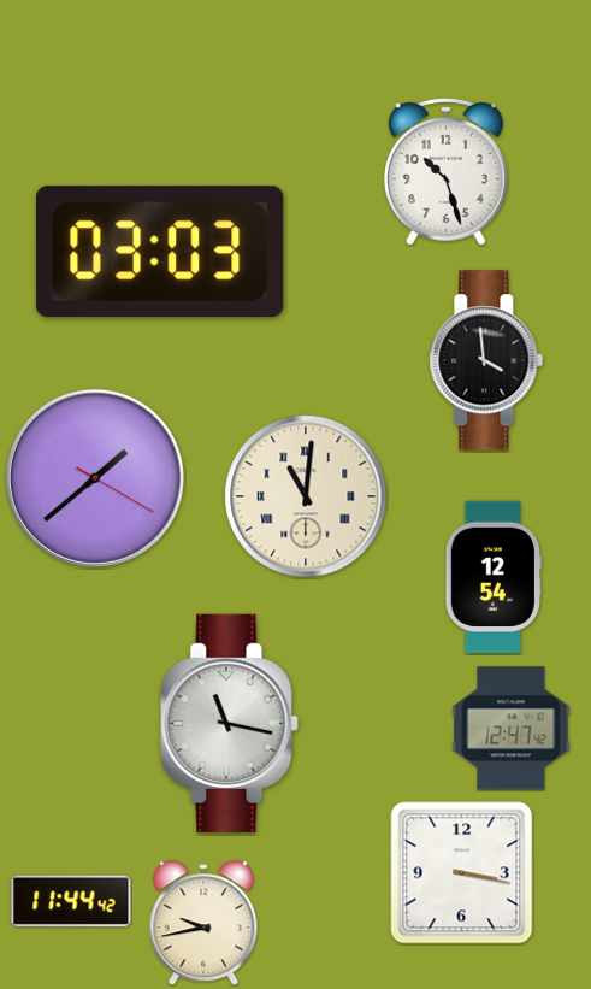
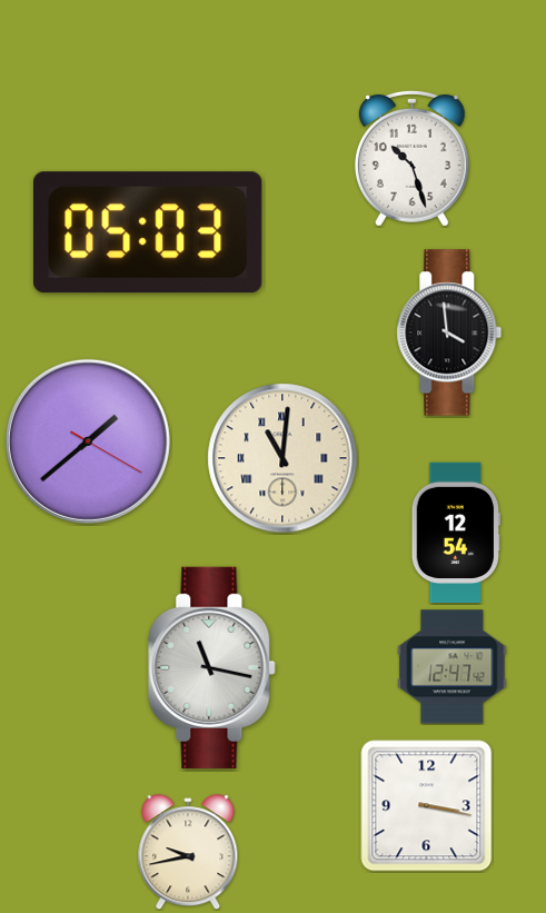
clock at (160, 252): 03:03 -> 05:03
clock at (512, 729) position: (512, 729) -> (453, 667)
clock at (71, 901): 11:44 -> none
